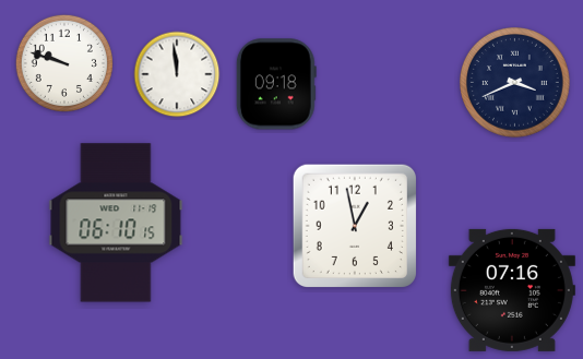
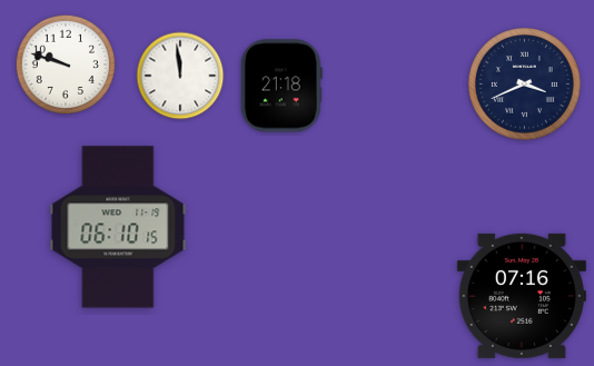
clock at (276, 84): 09:18 -> 21:18
clock at (355, 226): 12:58 -> none
